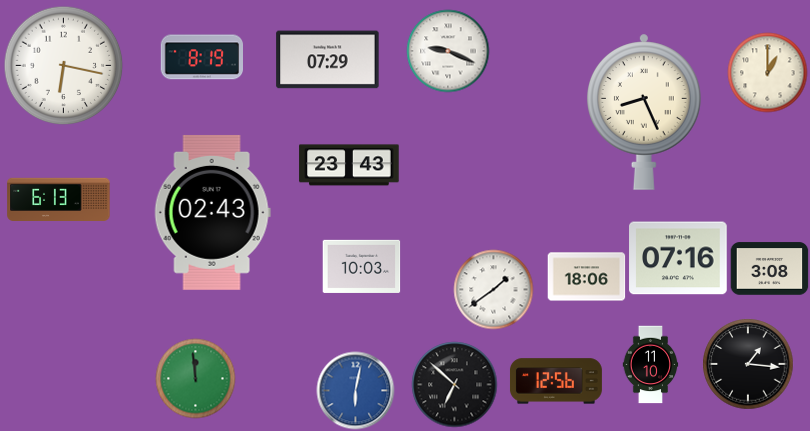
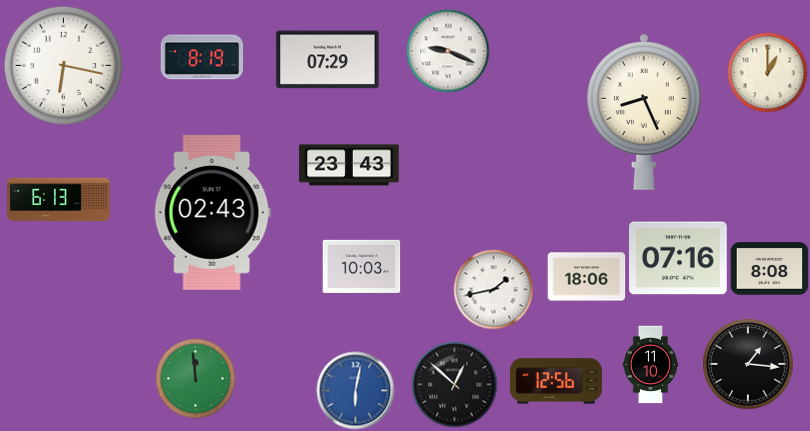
clock at (769, 269): 3:08 -> 8:08
clock at (493, 289): 1:39 -> 1:43
clock at (454, 384): 6:52 -> 12:52
